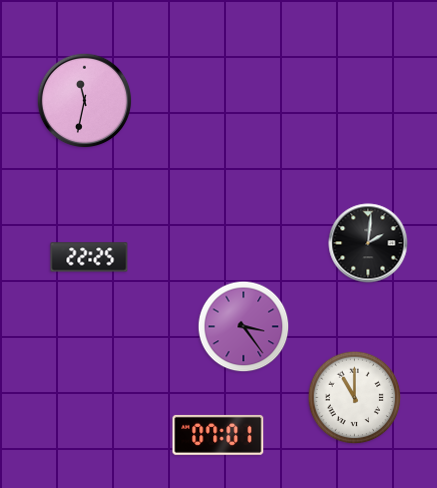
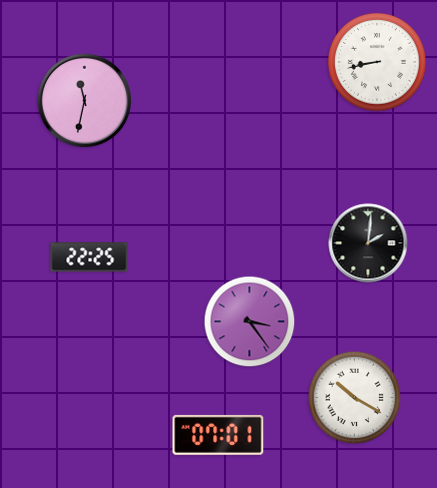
clock at (378, 63): none -> 8:43
clock at (244, 327) position: (244, 327) -> (250, 322)
clock at (355, 398): 11:00 -> 10:20
